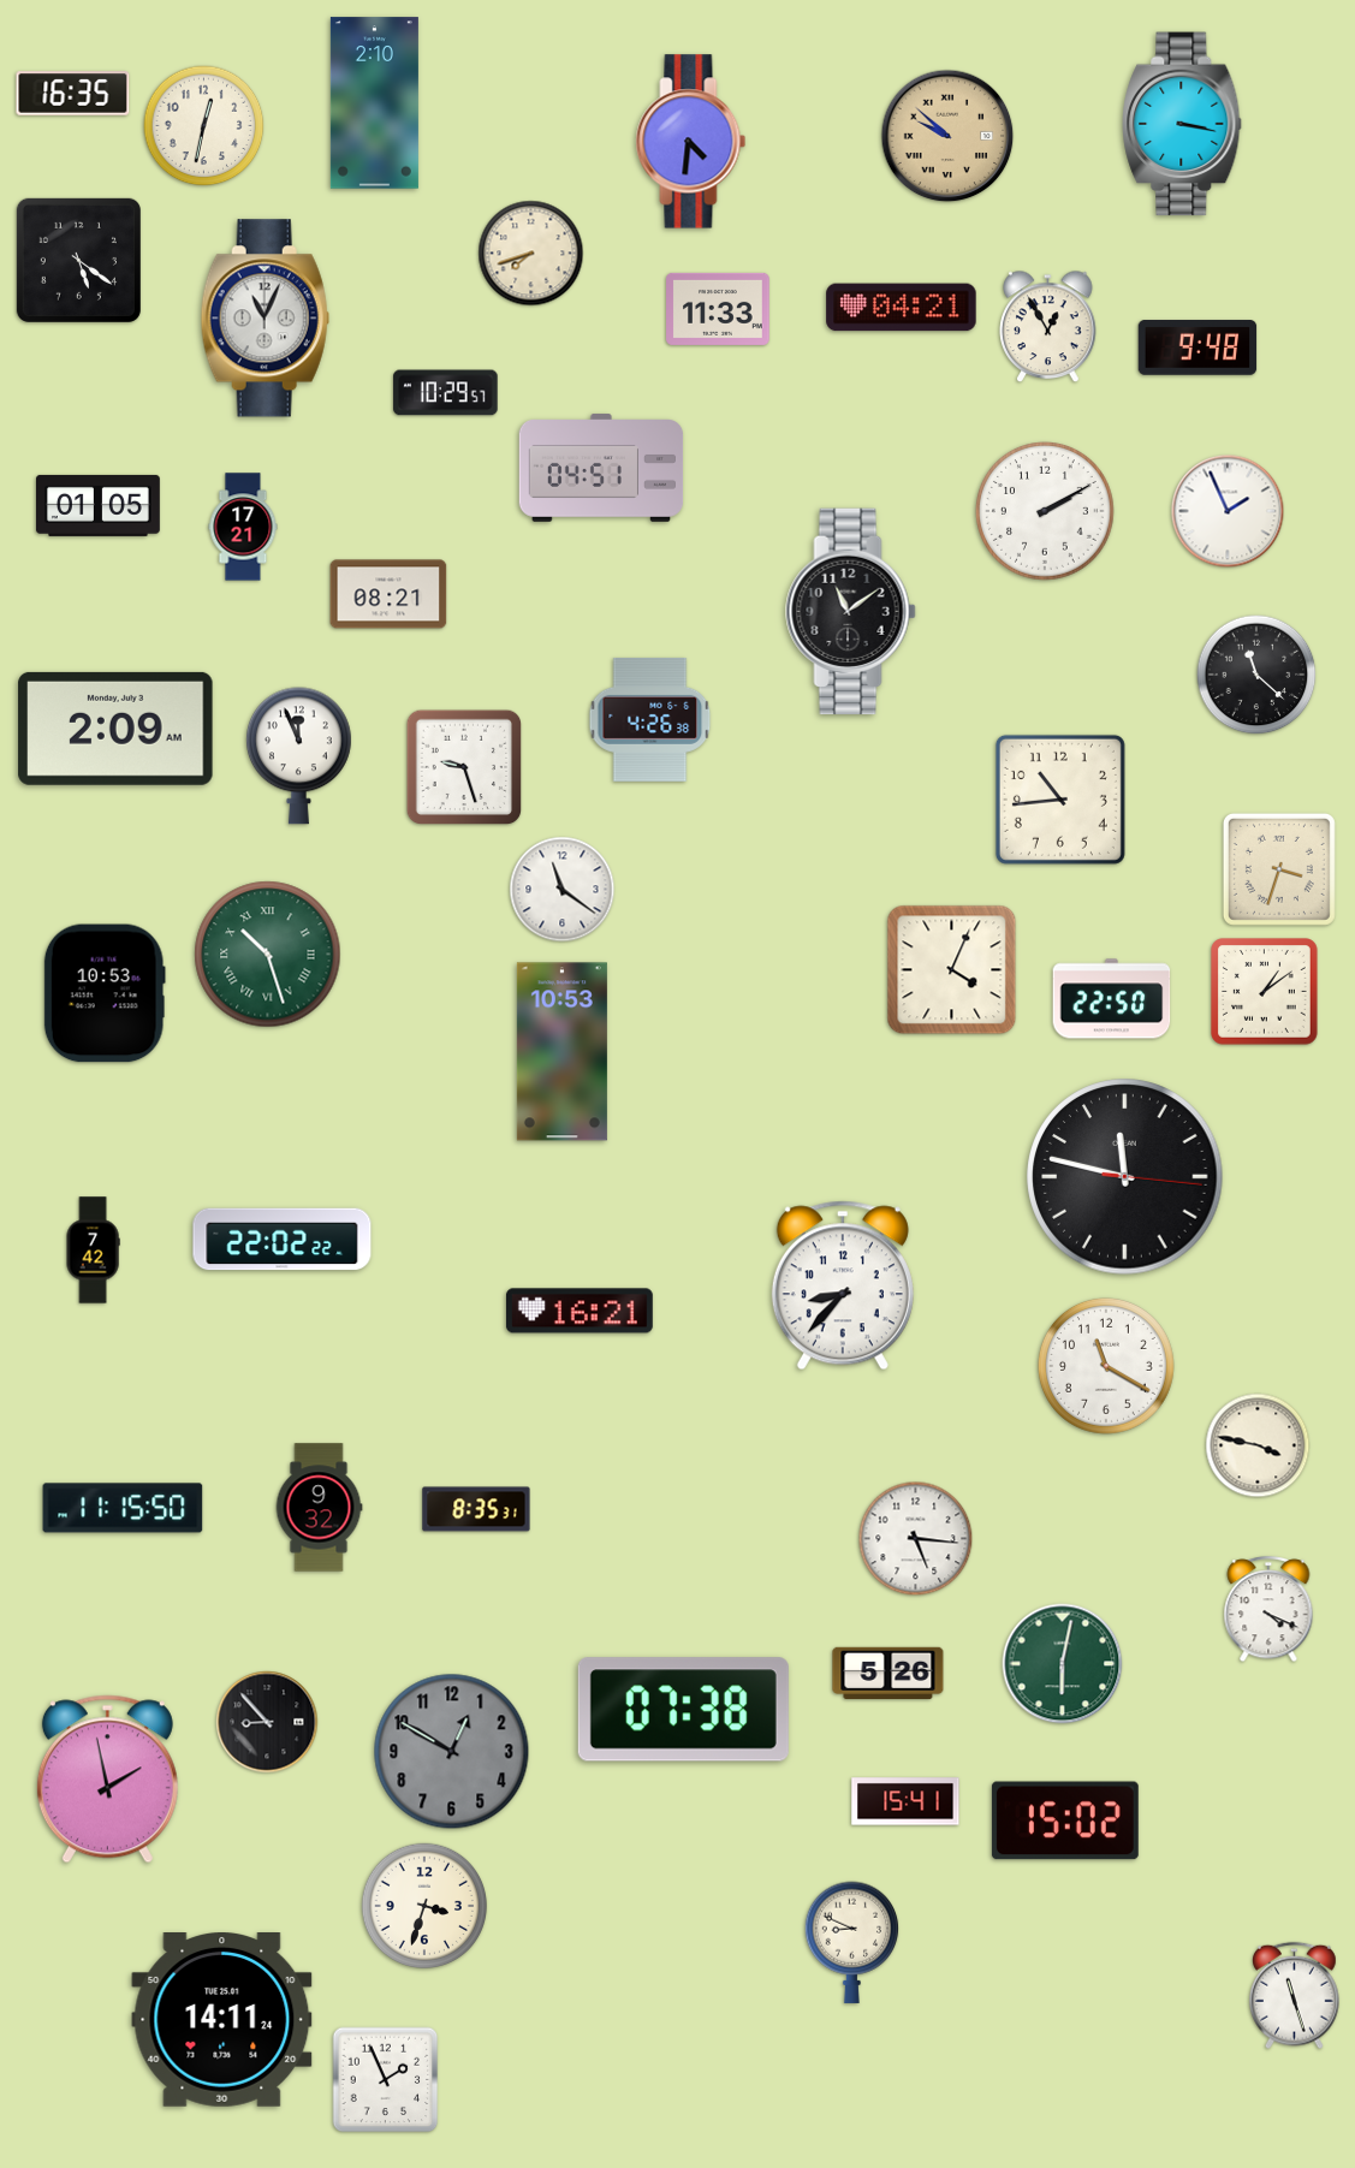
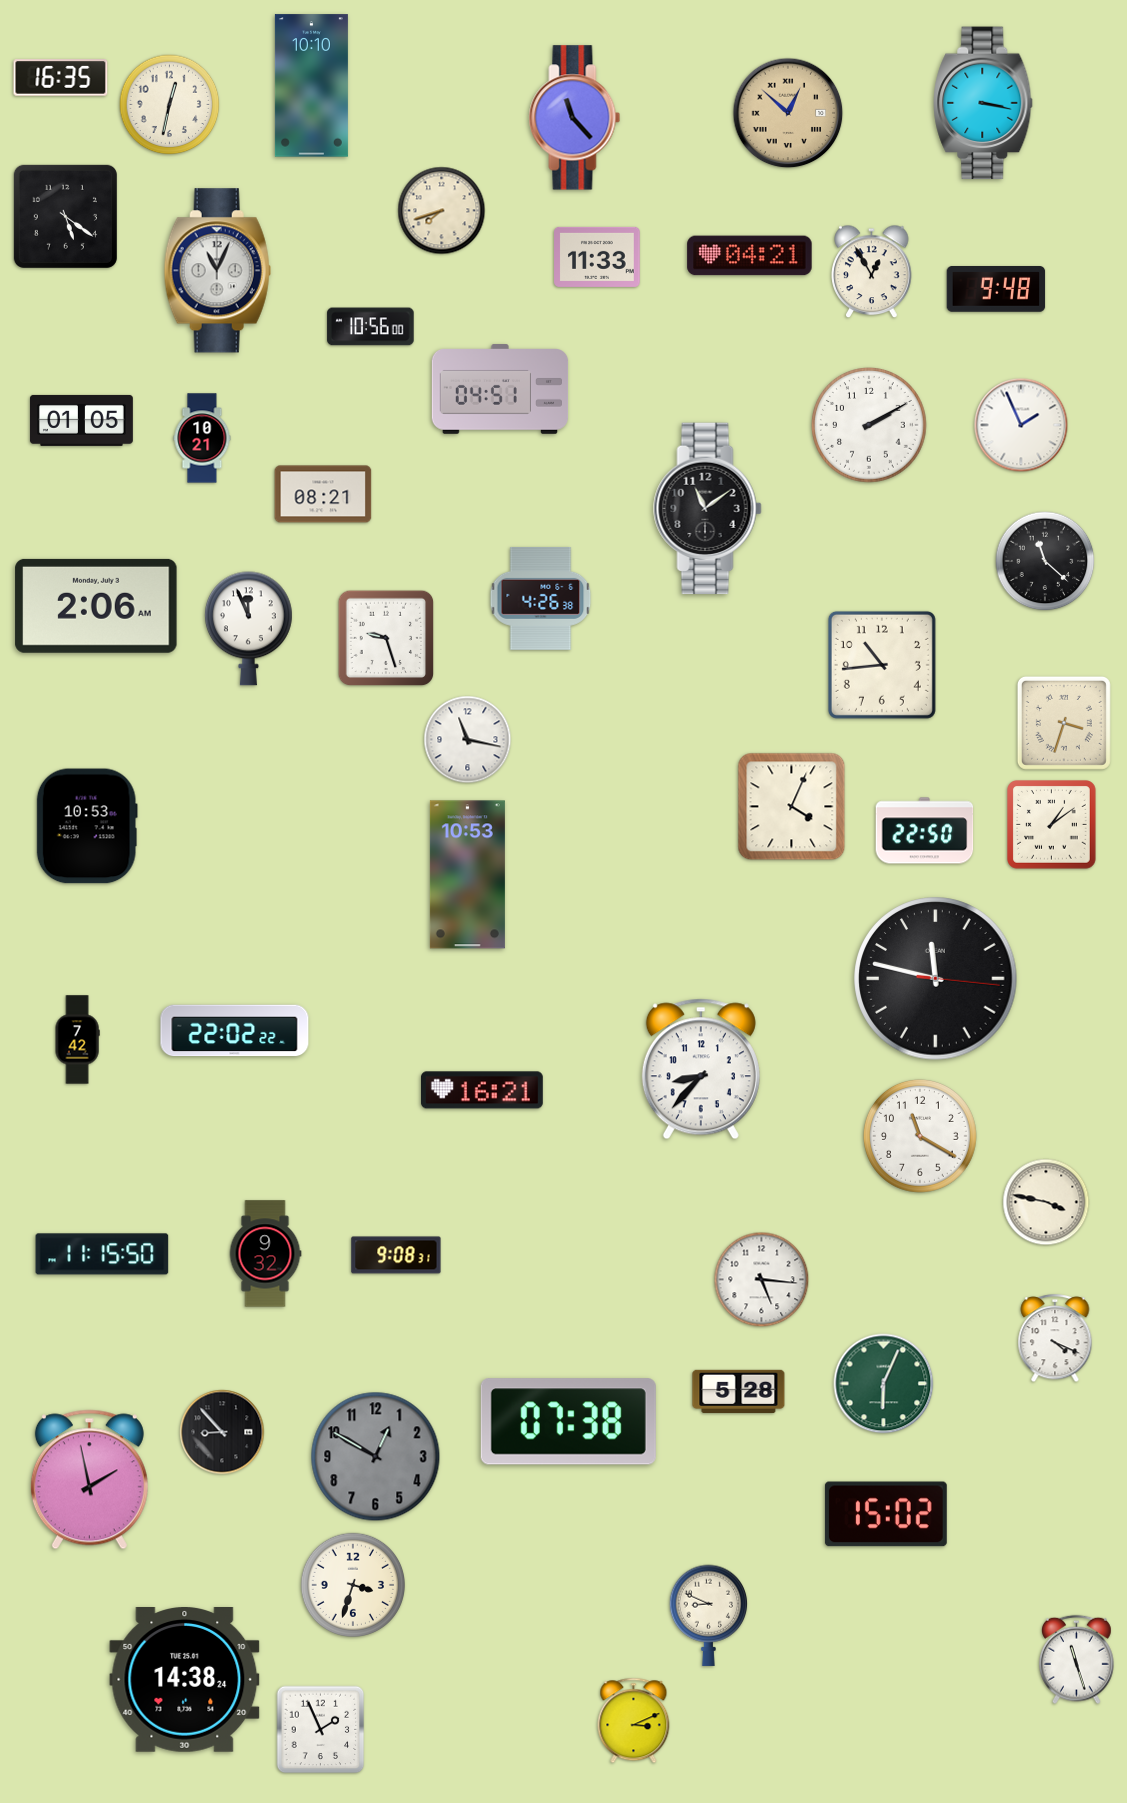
clock at (374, 103): 2:10 -> 10:10
clock at (947, 136): 9:52 -> 12:52
clock at (691, 142): 4:31 -> 11:23
clock at (265, 319) position: (265, 319) -> (217, 271)
clock at (446, 393): 10:29 -> 10:56
clock at (243, 527): 17:21 -> 10:21
clock at (115, 729): 2:09 -> 2:06
clock at (563, 890): 11:21 -> 11:17
clock at (268, 955): 10:27 -> none
clock at (476, 1509): 8:35 -> 9:08
clock at (1063, 1664): 6:02 -> 6:04
clock at (889, 1673): 5:26 -> 5:28
clock at (905, 1801): 15:41 -> none
clock at (222, 2020): 14:11 -> 14:38
clock at (634, 1721): none -> 3:11
